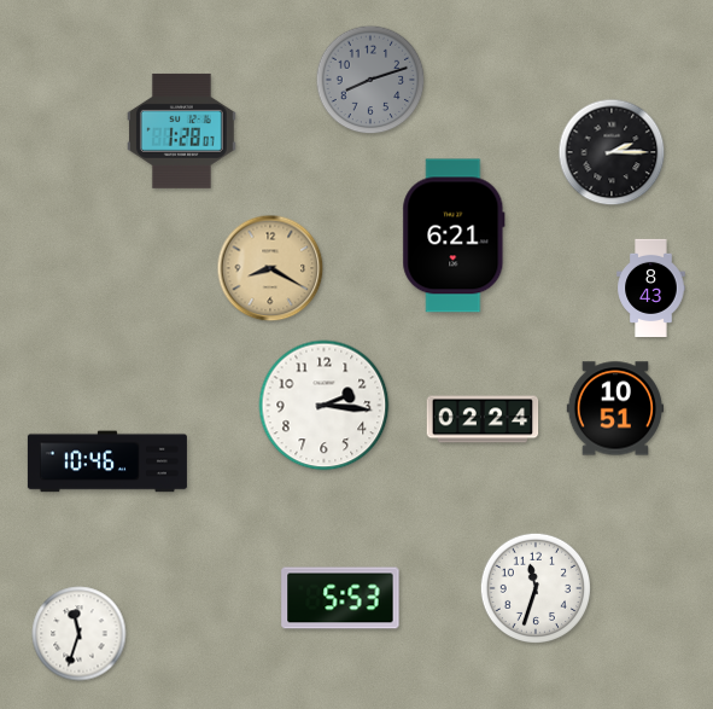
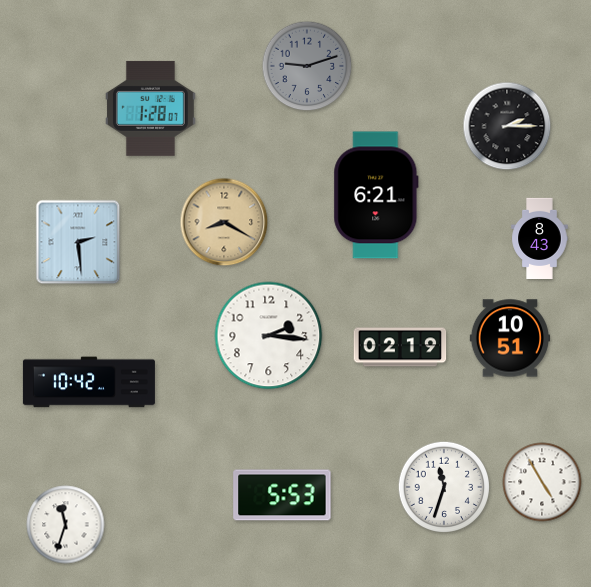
clock at (370, 80): 8:12 -> 9:12
clock at (78, 242): none -> 2:29
clock at (483, 419): 02:24 -> 02:19
clock at (107, 461): 10:46 -> 10:42
clock at (542, 482): none -> 4:55
